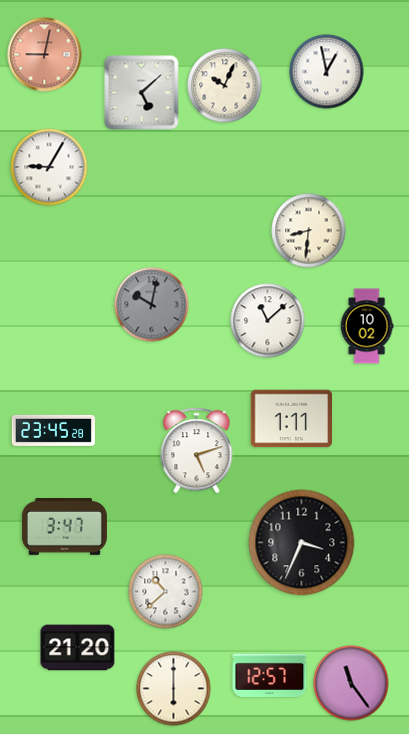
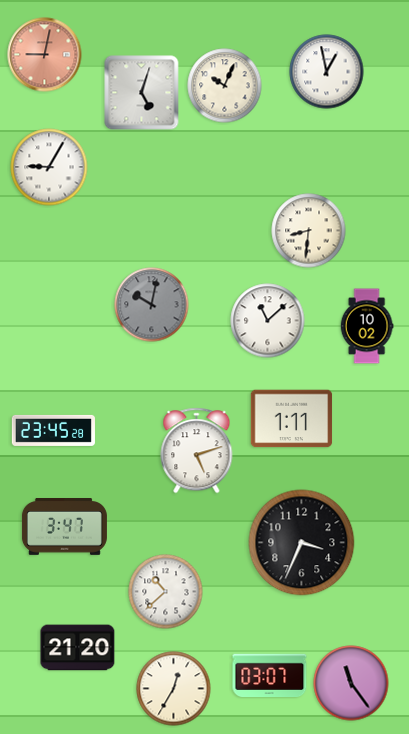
clock at (142, 93): 5:08 -> 5:03
clock at (270, 675): 12:57 -> 03:07
clock at (174, 689): 6:00 -> 12:35
